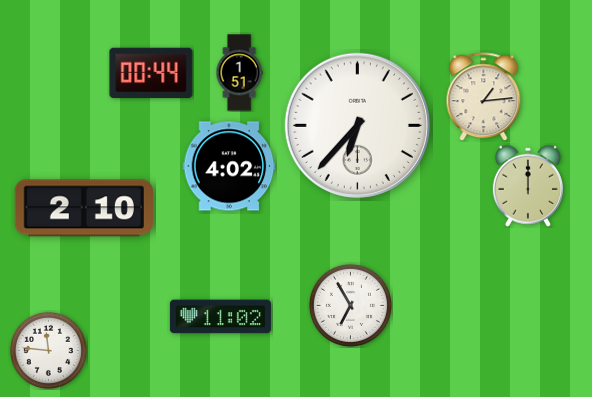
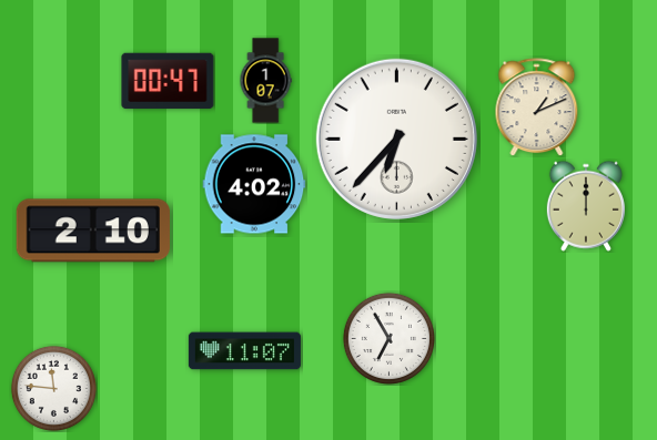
clock at (151, 73): 00:44 -> 00:47
clock at (239, 73): 1:51 -> 1:07
clock at (484, 97): 1:14 -> 1:11
clock at (220, 317): 11:02 -> 11:07
